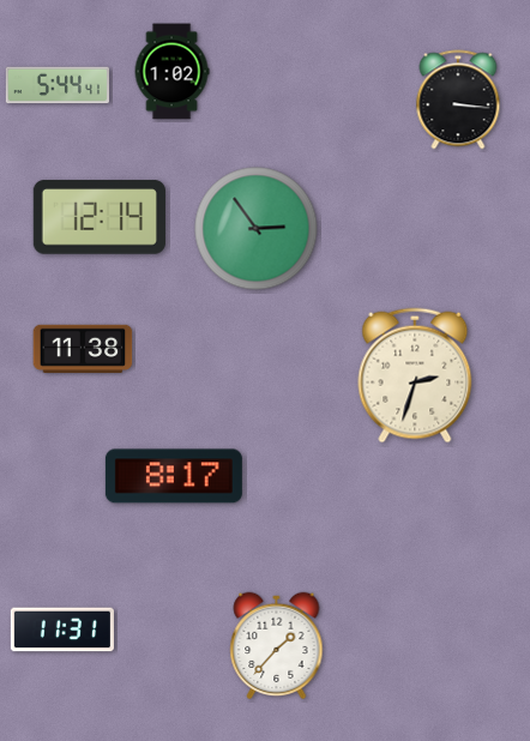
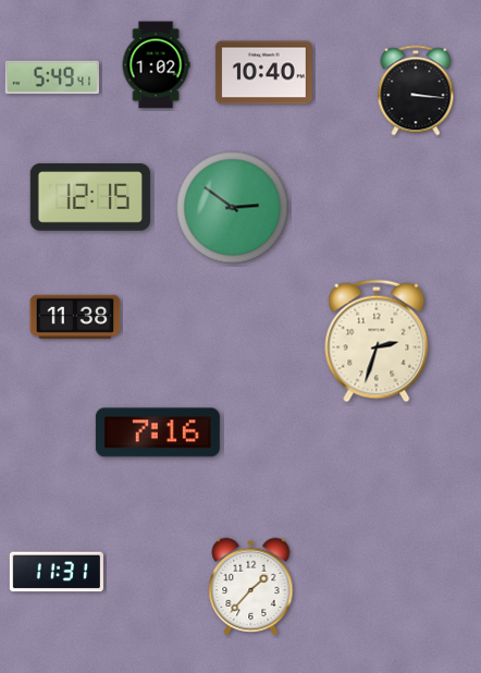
clock at (263, 73): none -> 10:40
clock at (58, 85): 5:44 -> 5:49
clock at (98, 217): 12:14 -> 12:15
clock at (257, 229): 2:54 -> 2:51
clock at (174, 476): 8:17 -> 7:16
